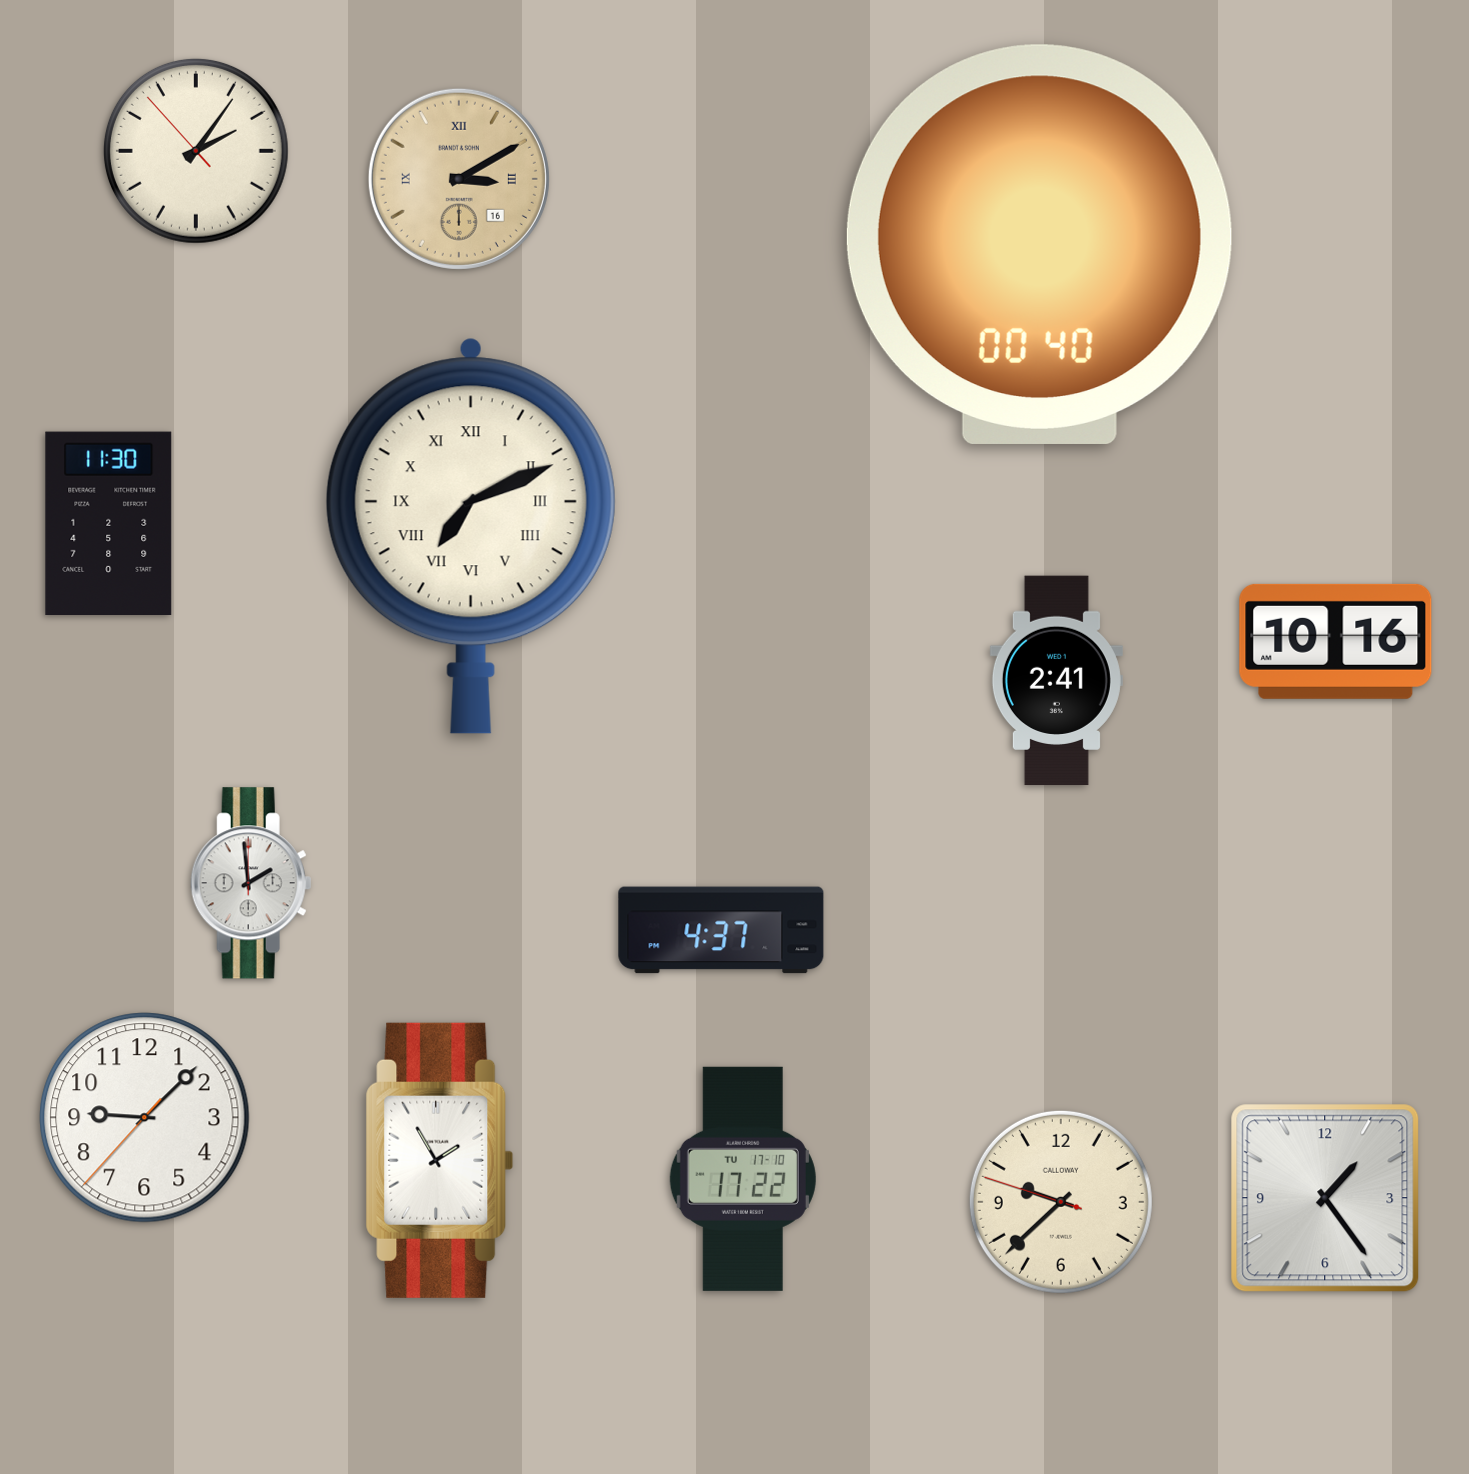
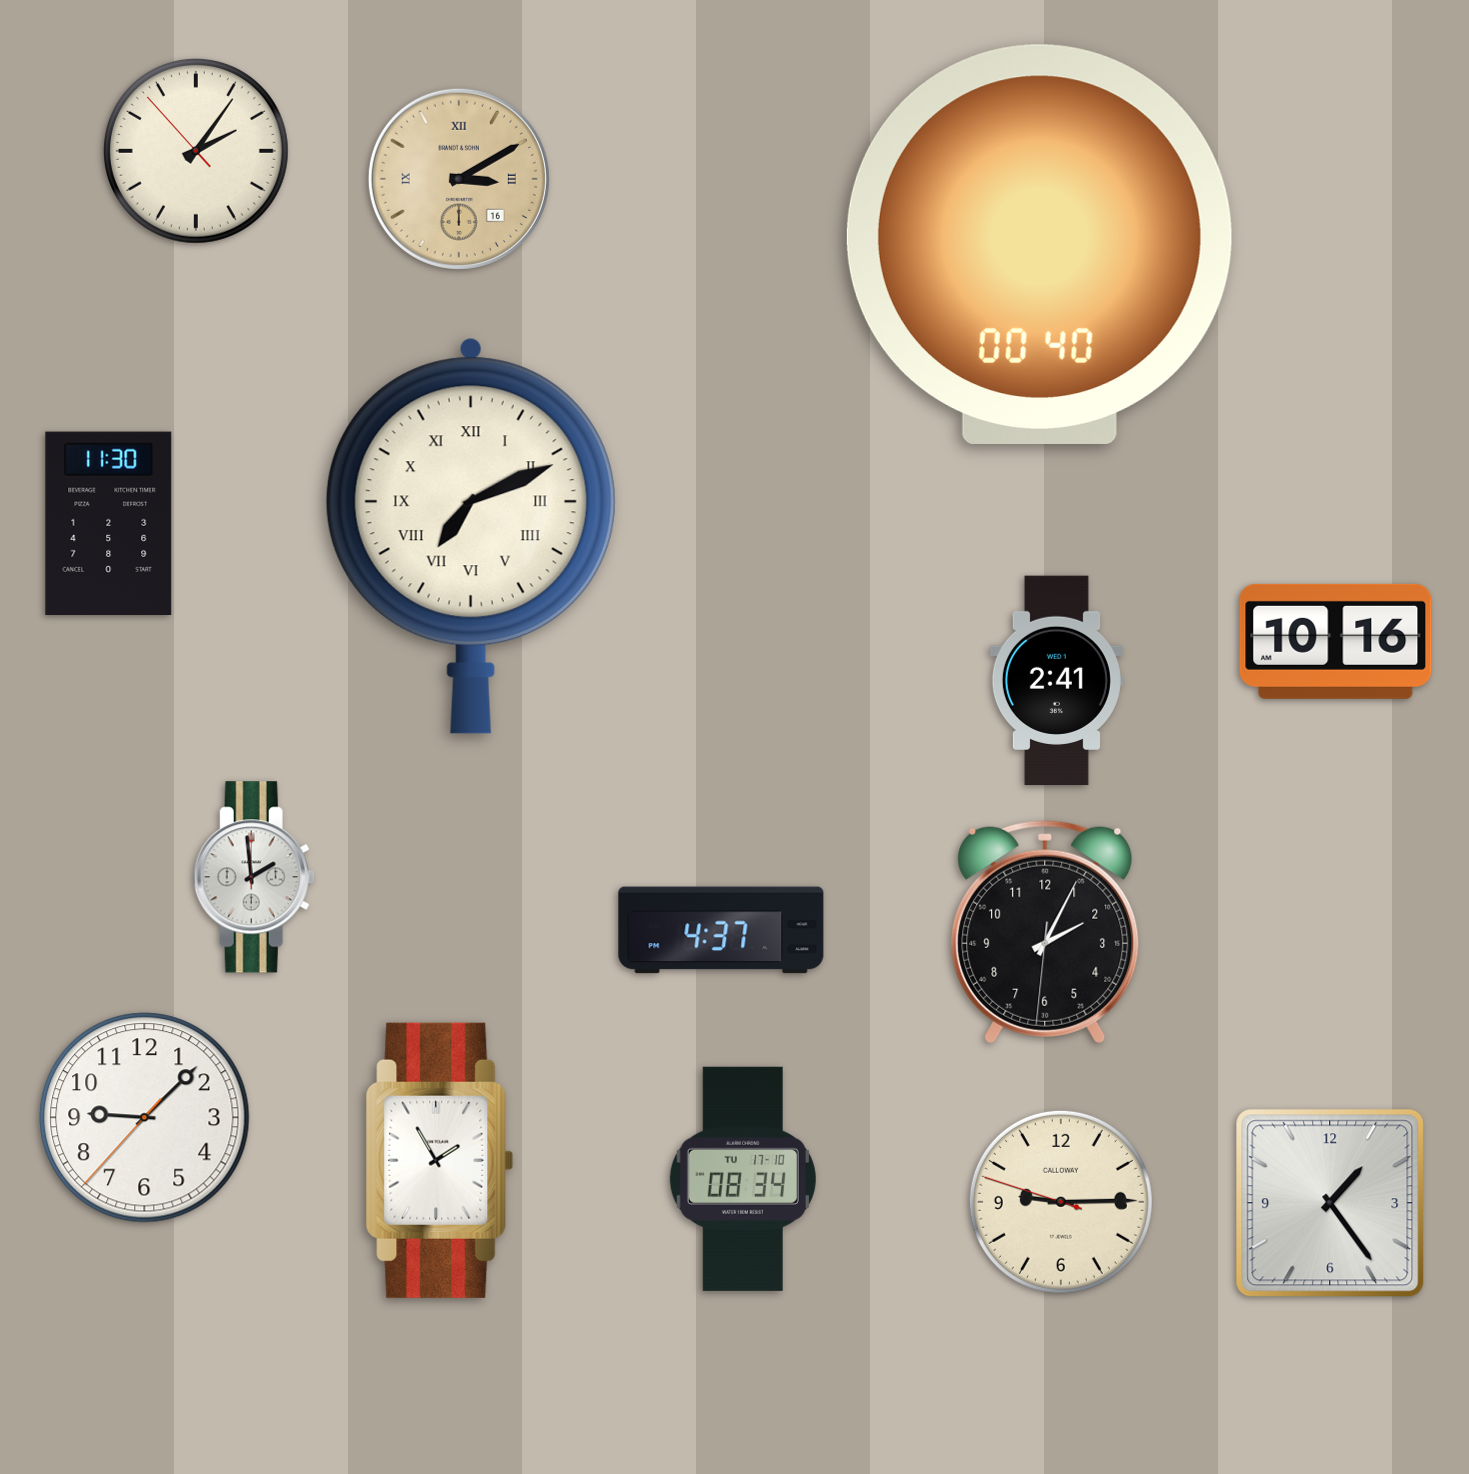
clock at (251, 883) position: (251, 883) -> (254, 877)
clock at (1045, 932): none -> 2:04
clock at (743, 1179): 17:22 -> 08:34
clock at (1325, 1198) position: (1325, 1198) -> (1330, 1203)
clock at (1061, 1202): 9:37 -> 9:14
